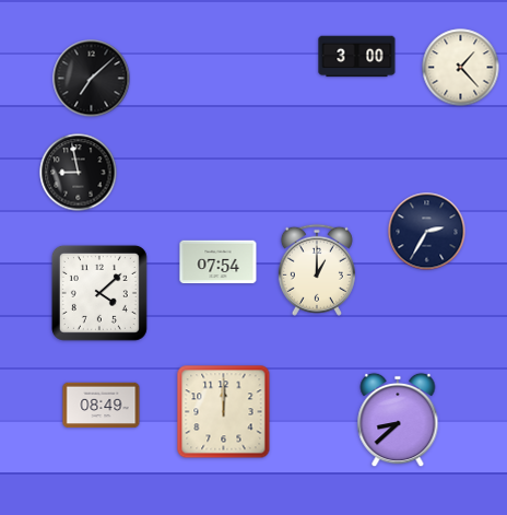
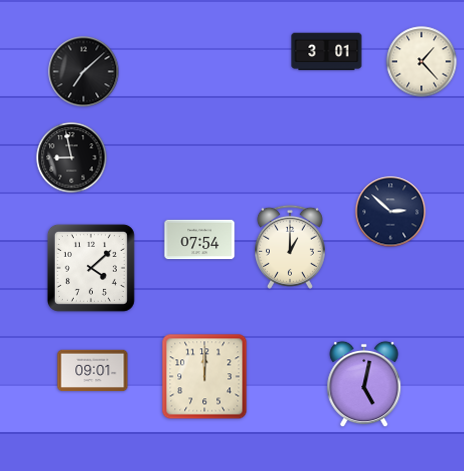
clock at (357, 57): 3:00 -> 3:01
clock at (427, 232): 2:35 -> 2:52
clock at (102, 406): 08:49 -> 09:01
clock at (398, 420): 8:38 -> 5:02
